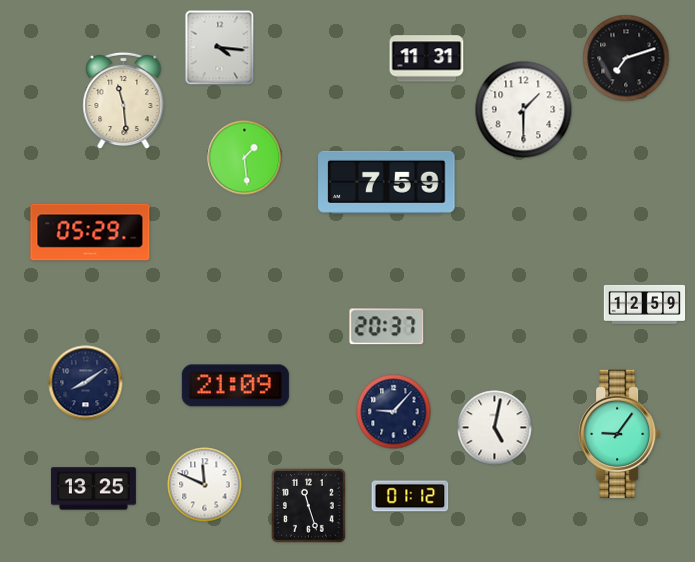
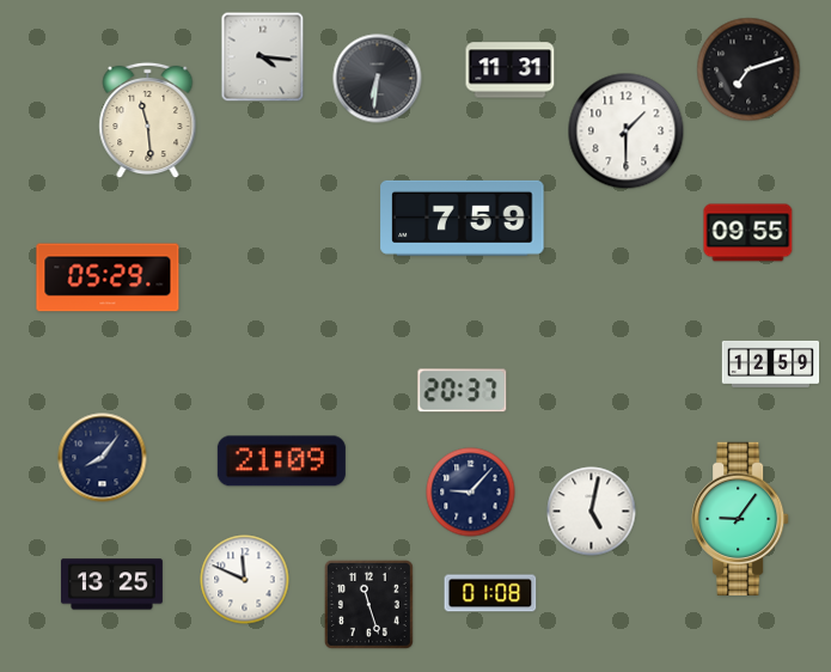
clock at (378, 79): none -> 6:31
clock at (245, 158): 1:29 -> none
clock at (748, 233): none -> 09:55
clock at (86, 383): 8:09 -> 8:06
clock at (410, 496): 01:12 -> 01:08
